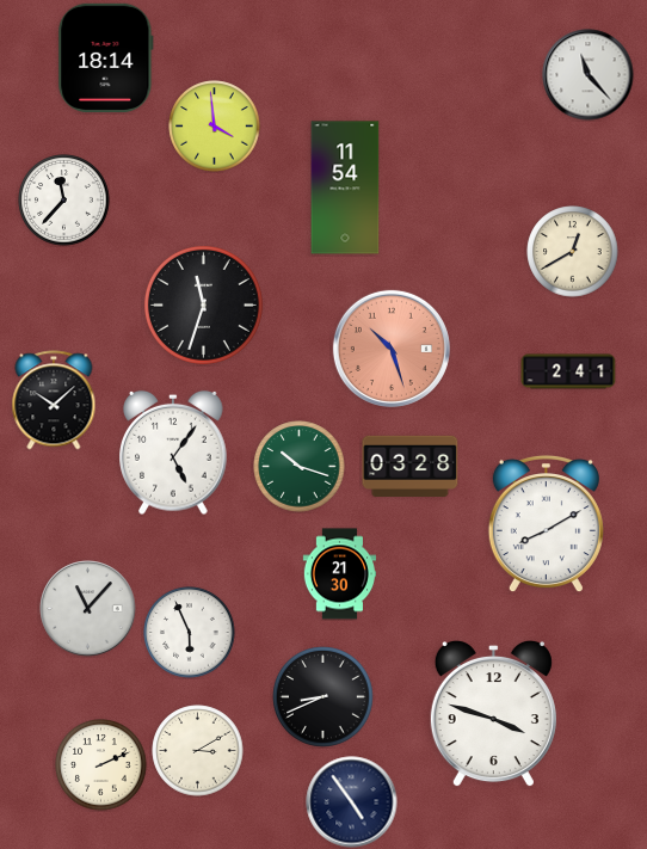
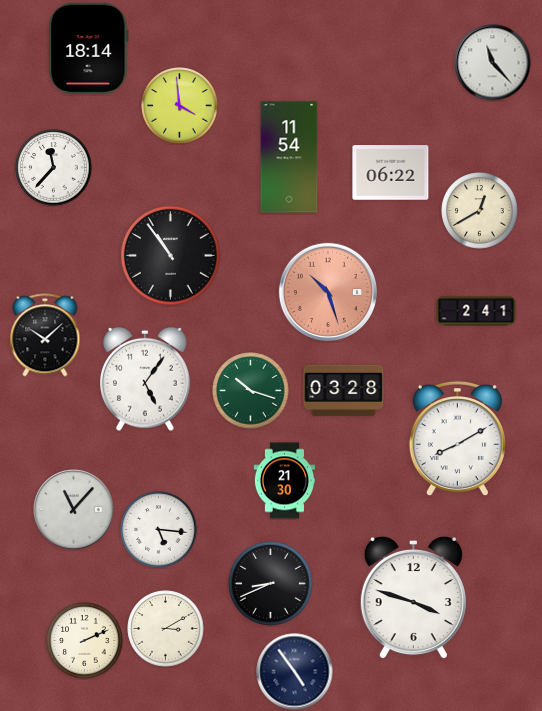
clock at (391, 173): none -> 06:22
clock at (203, 304): 11:33 -> 10:54
clock at (190, 633): 5:56 -> 5:16
